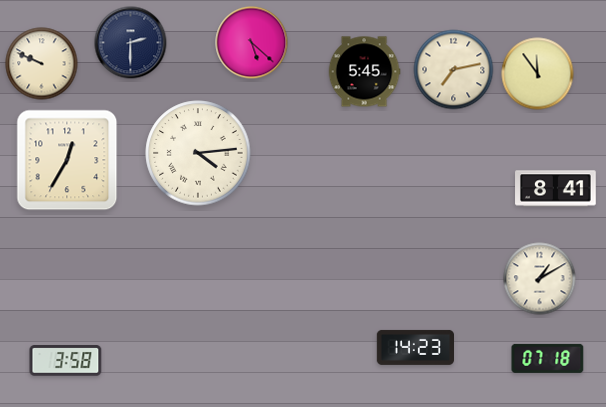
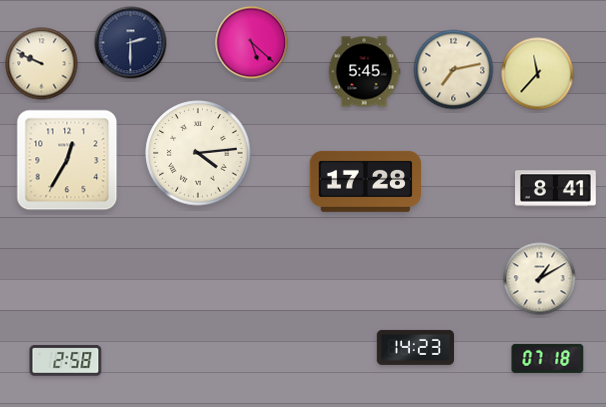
clock at (538, 74): 11:54 -> 11:37
clock at (365, 181): none -> 17:28
clock at (66, 361): 3:58 -> 2:58
